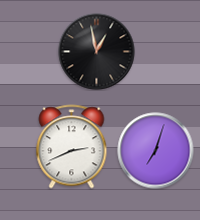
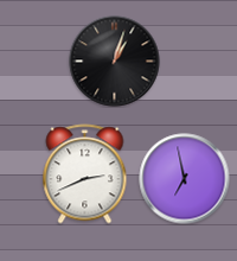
clock at (97, 52): 12:58 -> 1:03
clock at (156, 151): 7:03 -> 6:58
